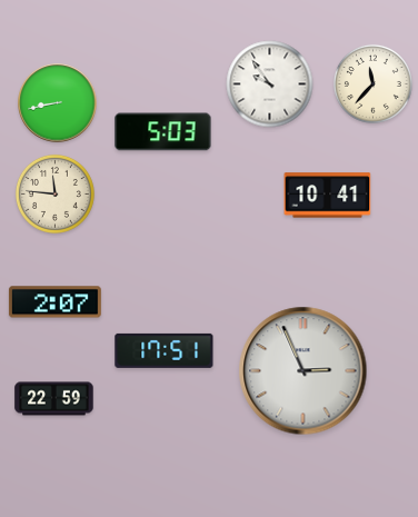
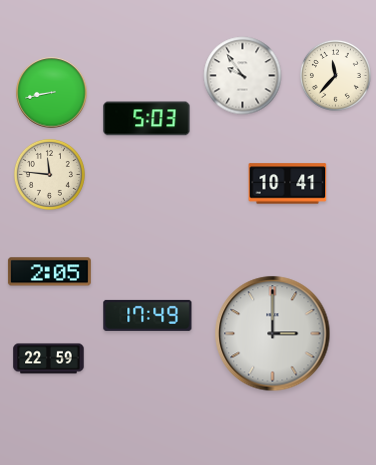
clock at (328, 196) position: (328, 196) -> (288, 184)
clock at (54, 302): 2:07 -> 2:05
clock at (165, 350): 17:51 -> 17:49
clock at (303, 371): 2:56 -> 3:00
